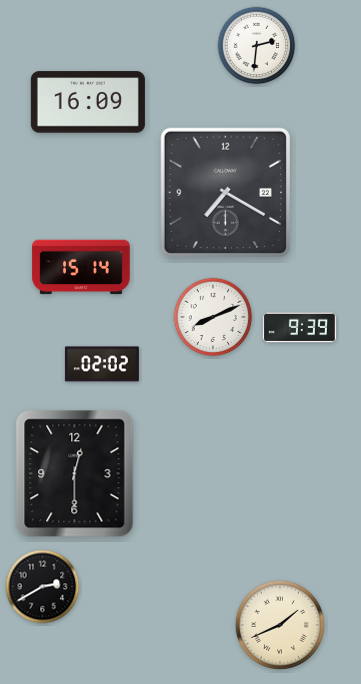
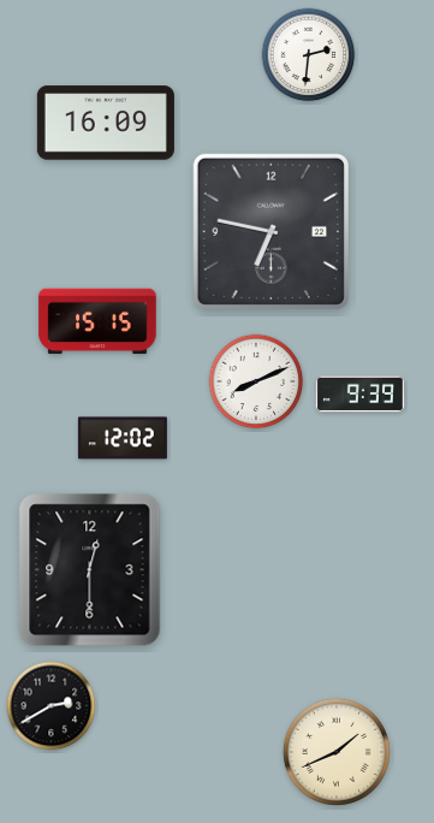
clock at (225, 192): 7:20 -> 6:47
clock at (81, 267): 15:14 -> 15:15
clock at (102, 364): 02:02 -> 12:02
